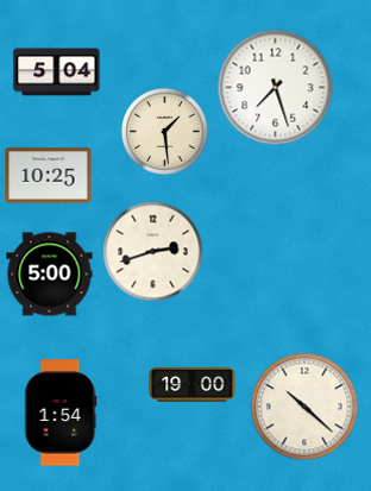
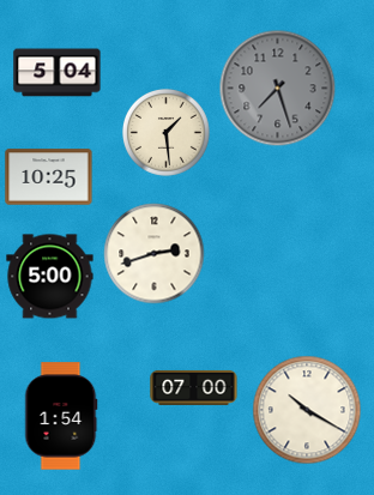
clock at (276, 88) dial: white -> grey
clock at (193, 384): 19:00 -> 07:00
clock at (304, 407): 10:22 -> 10:20
